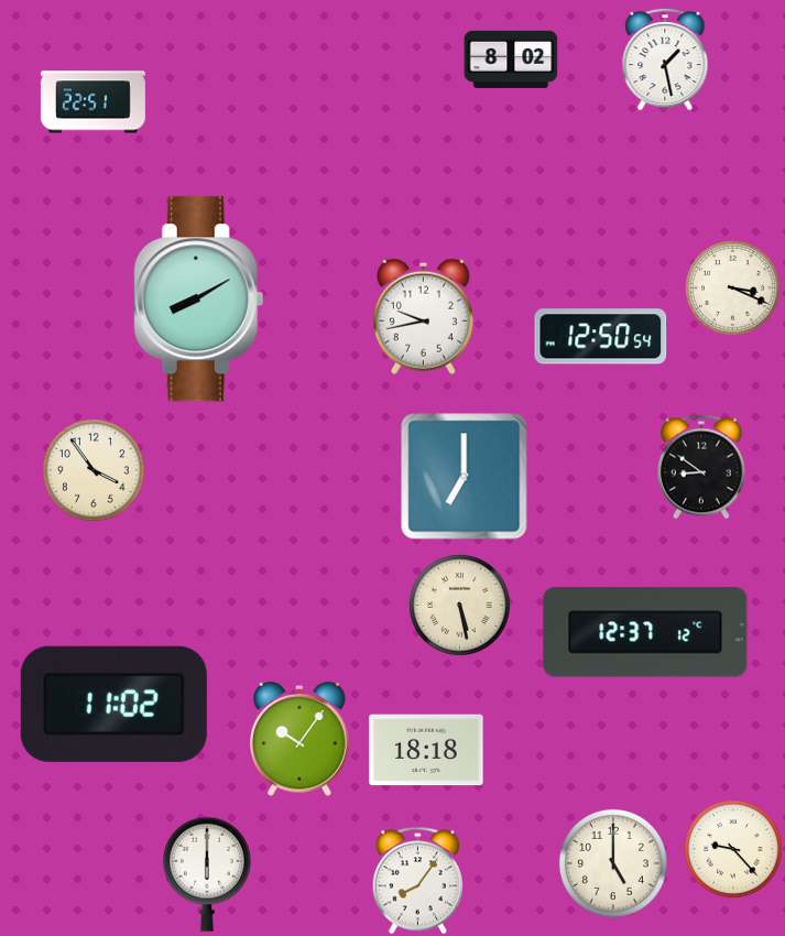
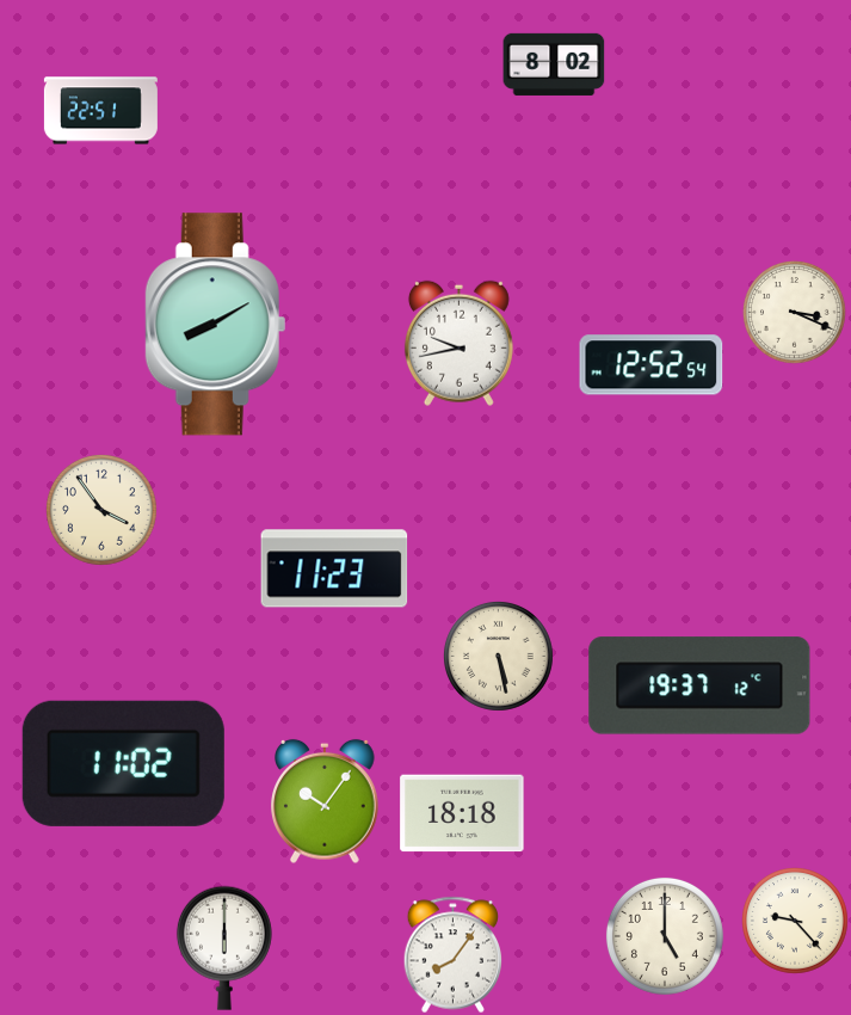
clock at (665, 59): 1:28 -> none
clock at (601, 337): 12:50 -> 12:52
clock at (701, 467): 8:51 -> none
clock at (465, 477): 7:00 -> none
clock at (334, 568): none -> 11:23
clock at (645, 632): 12:37 -> 19:37
